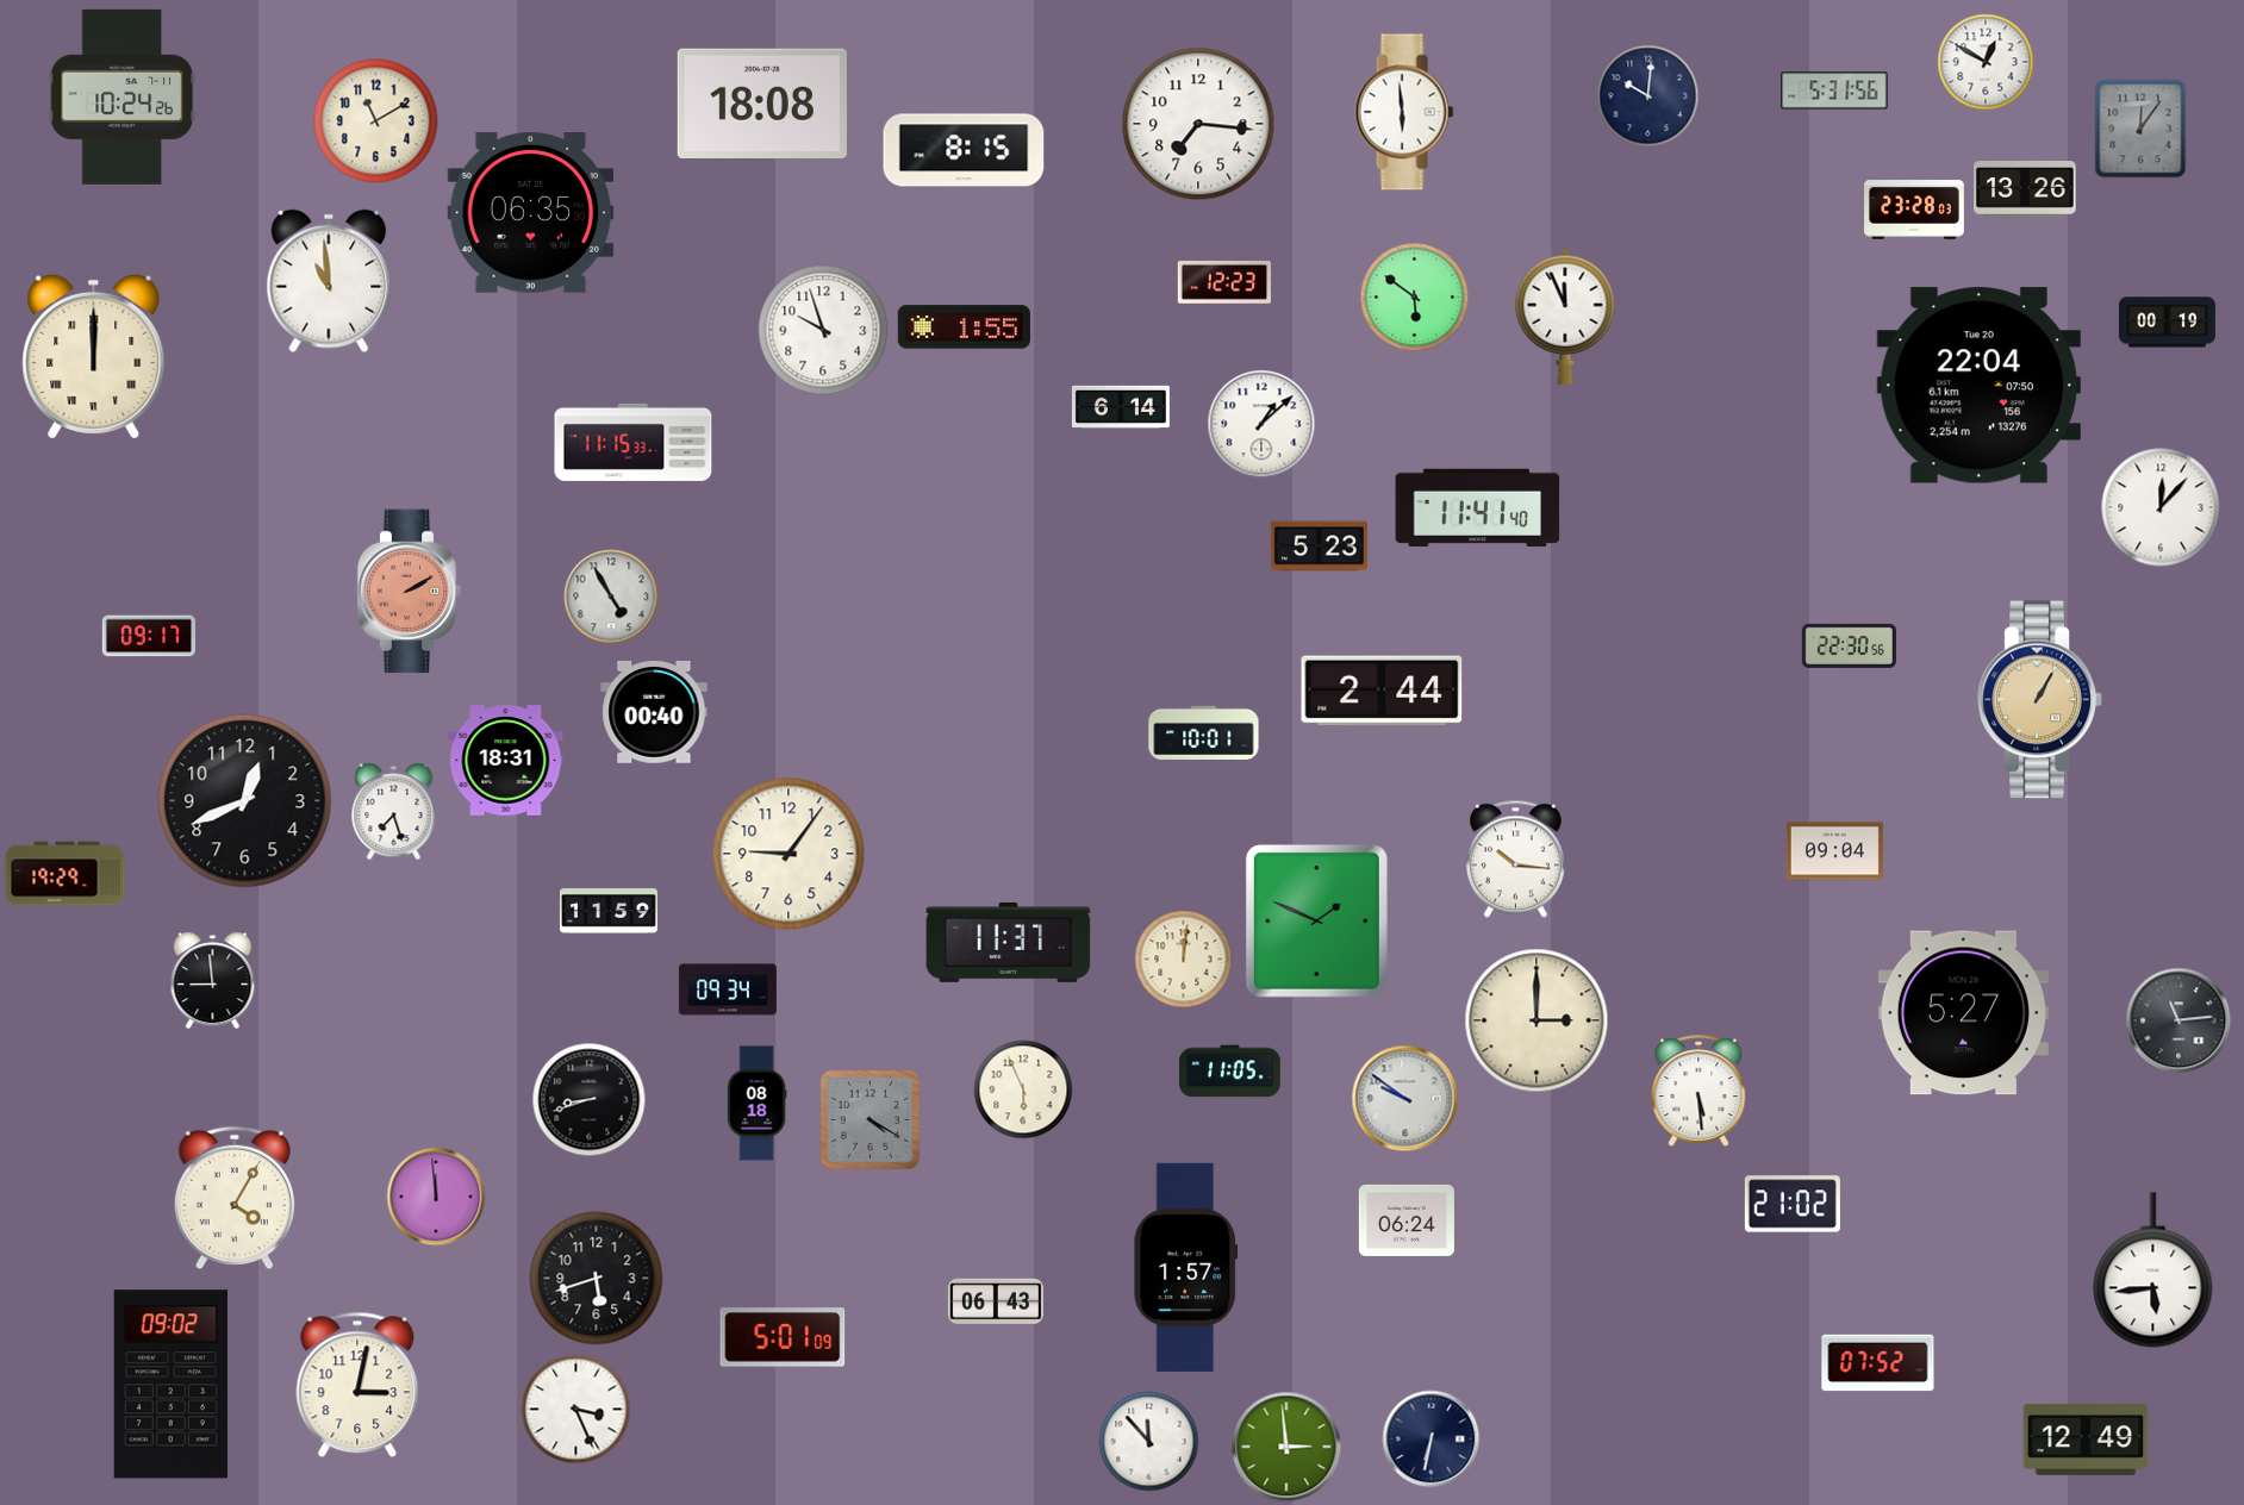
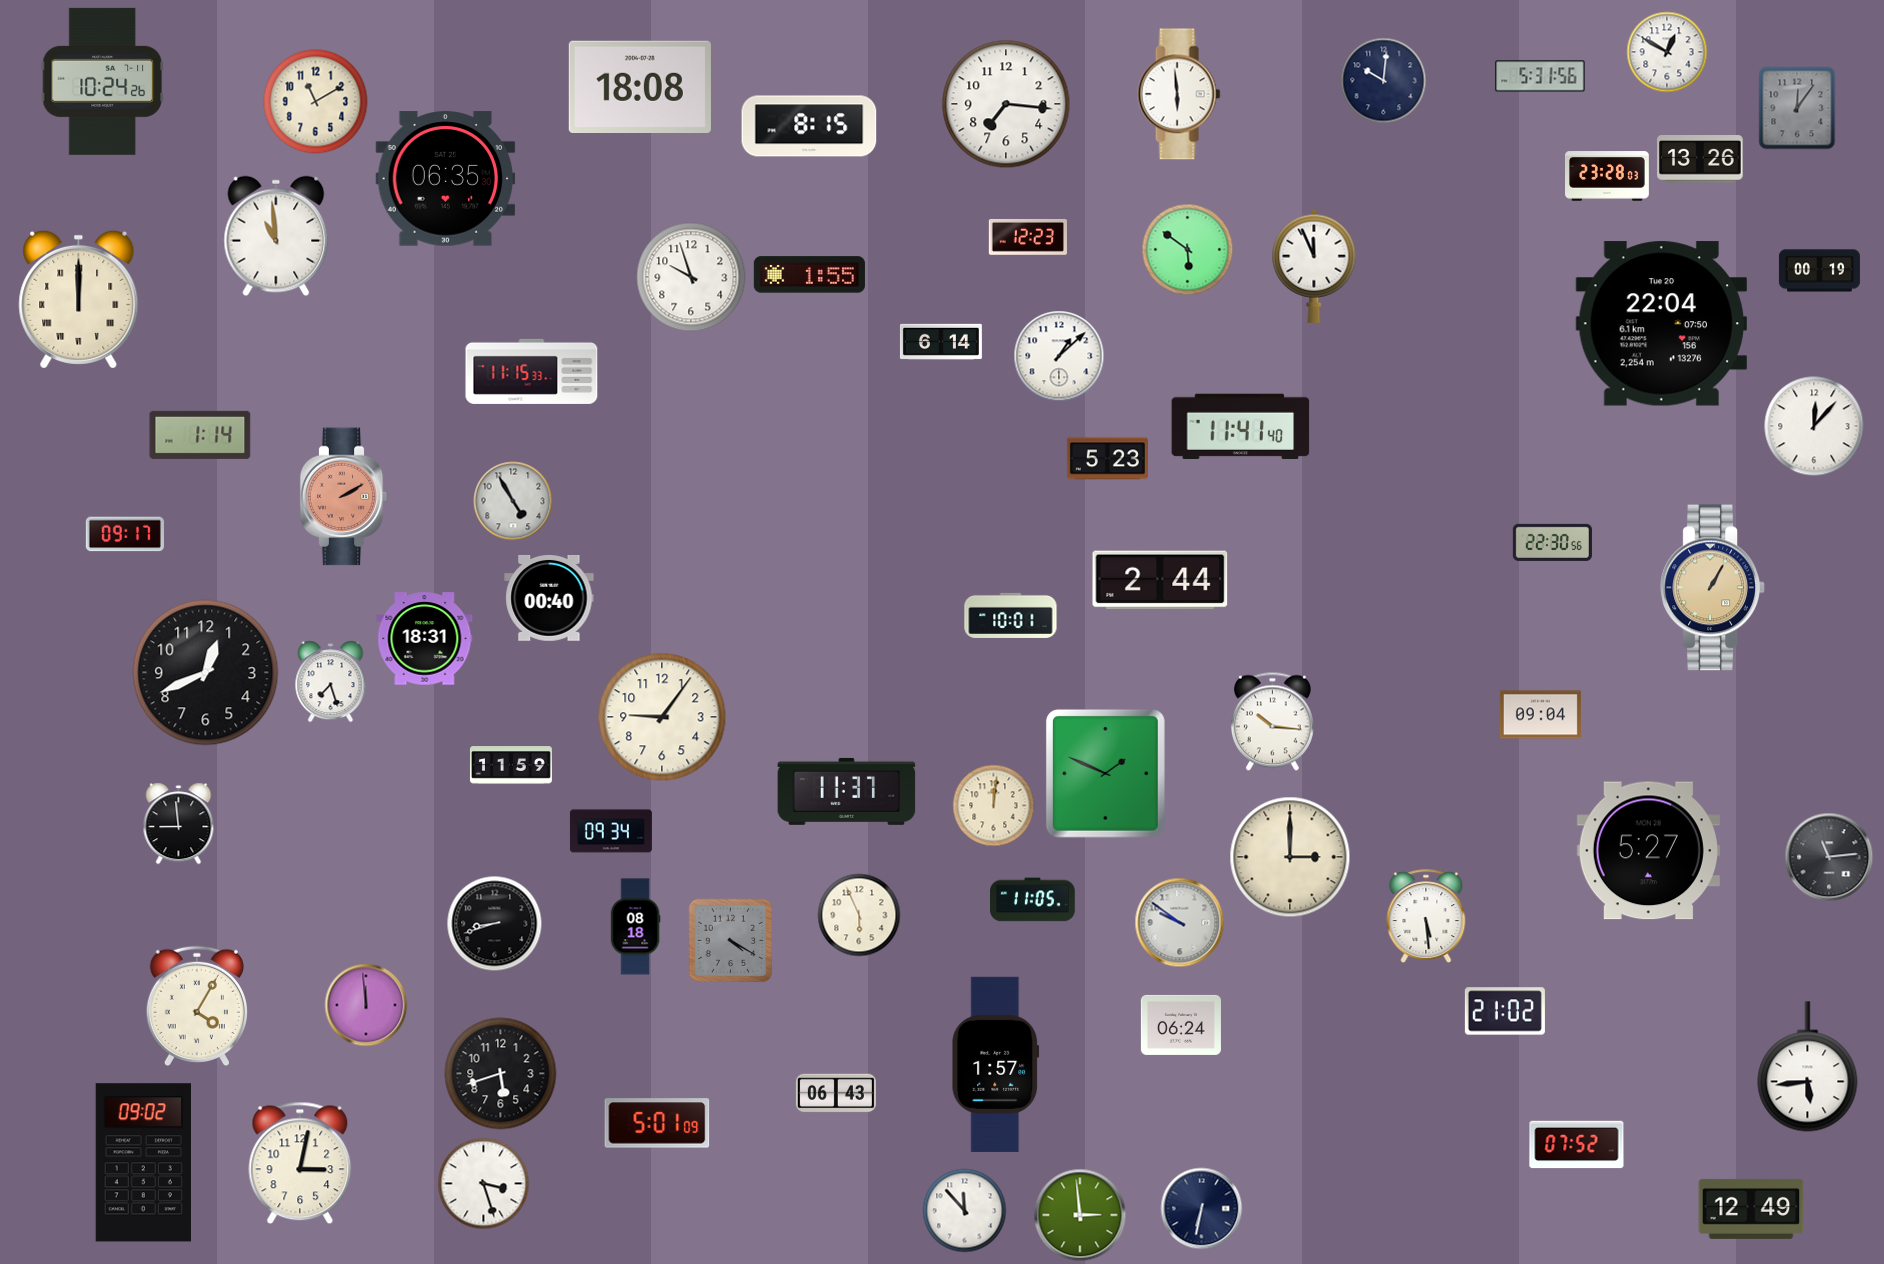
clock at (200, 435): none -> 1:14
clock at (66, 874): 19:29 -> none
clock at (576, 1410): 3:26 -> 3:27
